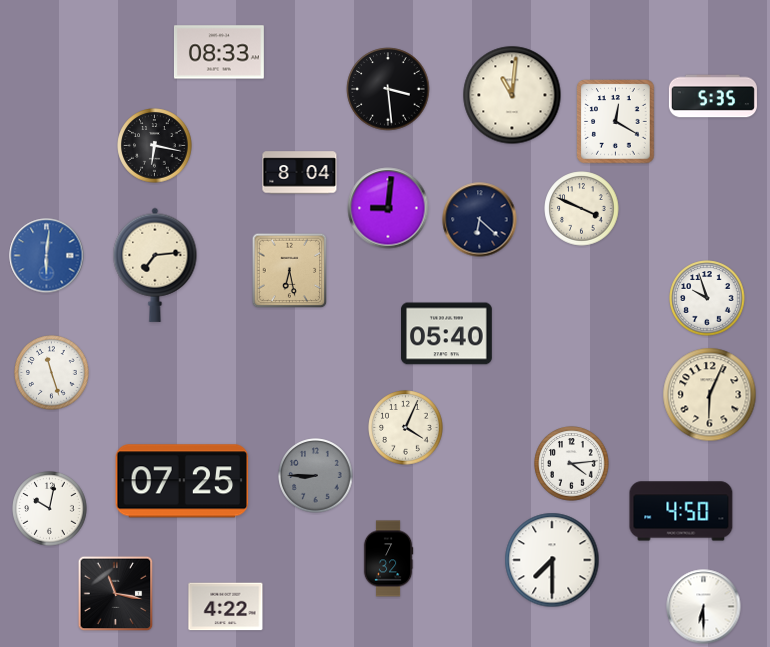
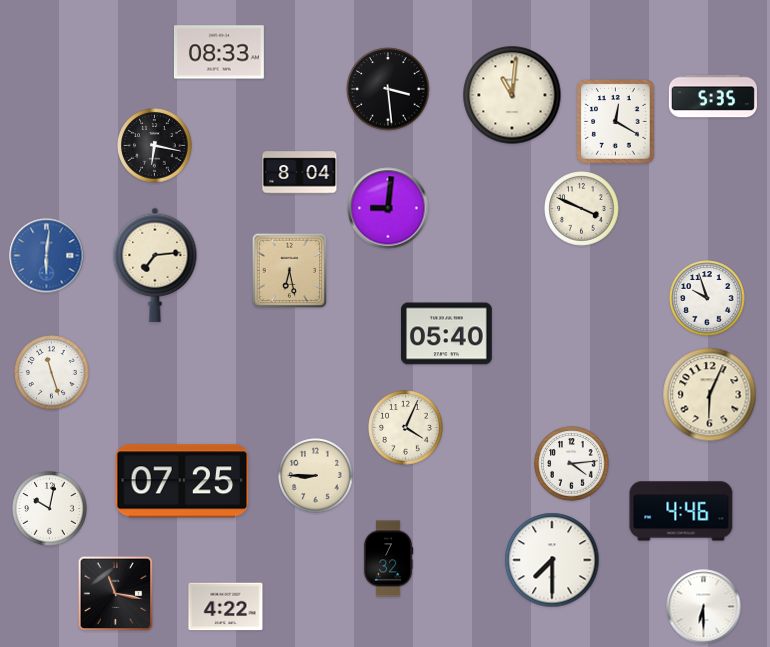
clock at (480, 220): 6:22 -> none
clock at (316, 476) dial: grey -> cream
clock at (681, 511): 4:50 -> 4:46
